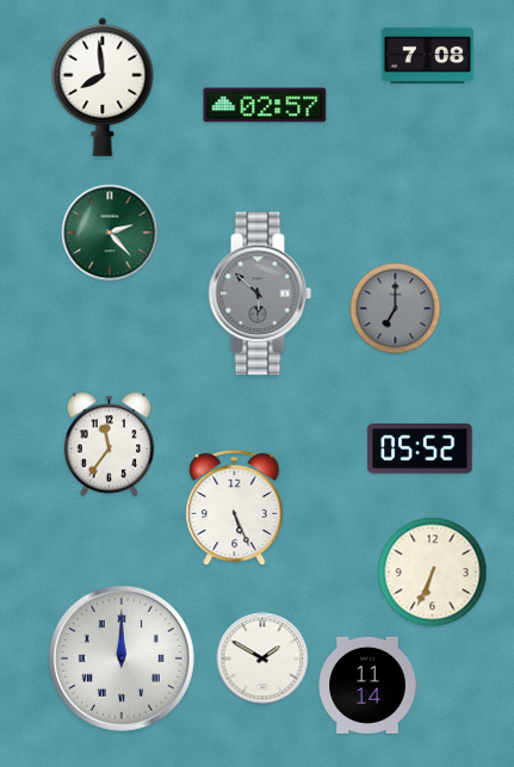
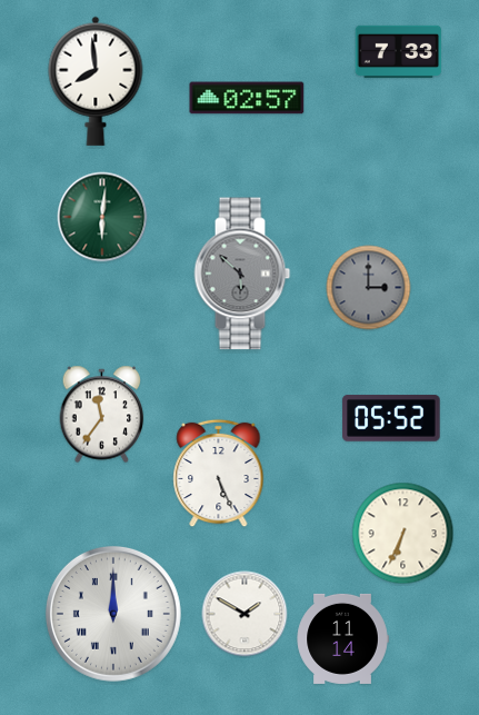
clock at (428, 55): 7:08 -> 7:33
clock at (110, 233): 2:23 -> 6:01
clock at (396, 309): 7:00 -> 3:00
